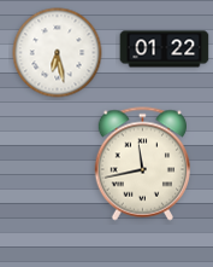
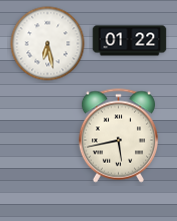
clock at (165, 50) position: (165, 50) -> (130, 41)
clock at (142, 164): 11:43 -> 5:43
